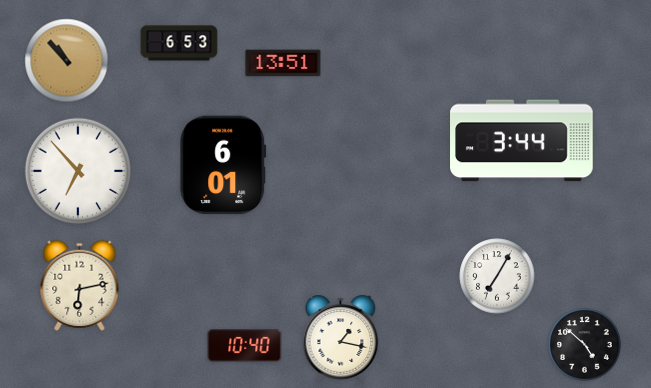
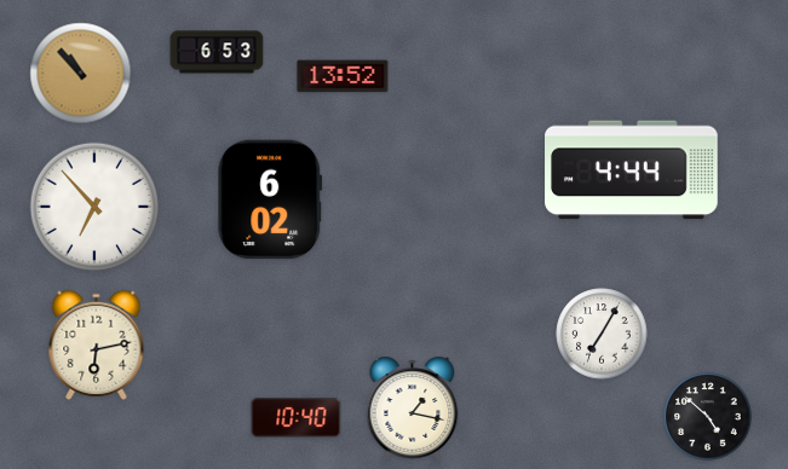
clock at (283, 63): 13:51 -> 13:52
clock at (522, 141): 3:44 -> 4:44
clock at (223, 165): 6:01 -> 6:02
